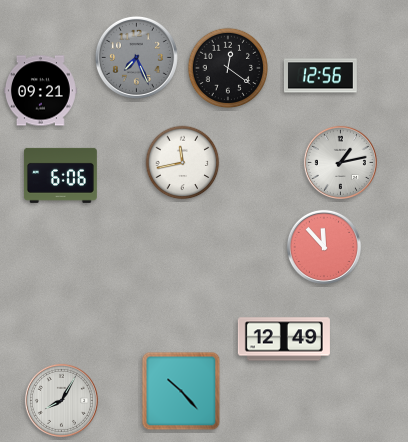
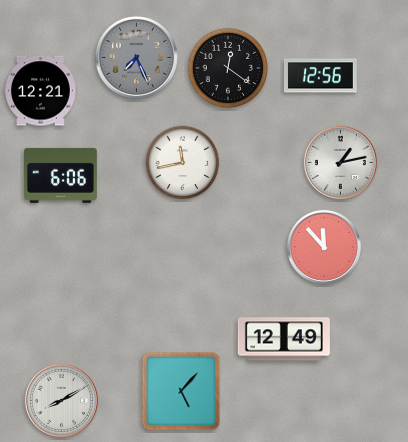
clock at (40, 91): 09:21 -> 12:21
clock at (181, 391): 10:23 -> 5:07
clock at (61, 400): 8:05 -> 8:10
